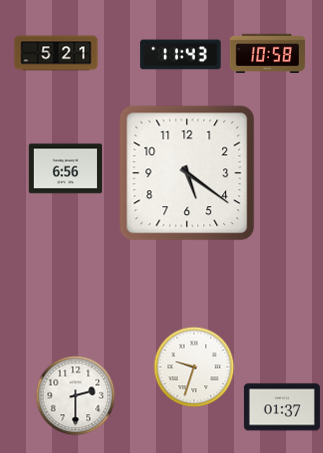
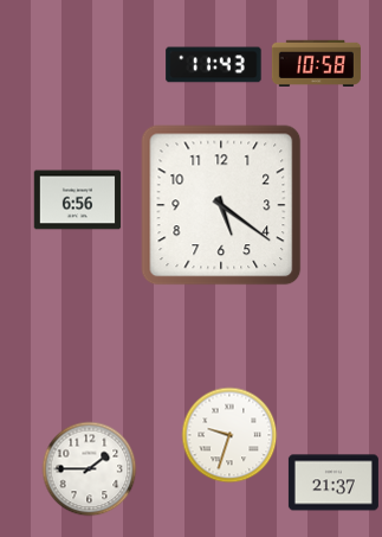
clock at (56, 53): 5:21 -> none
clock at (76, 396): 2:30 -> 1:45
clock at (282, 407): 01:37 -> 21:37
